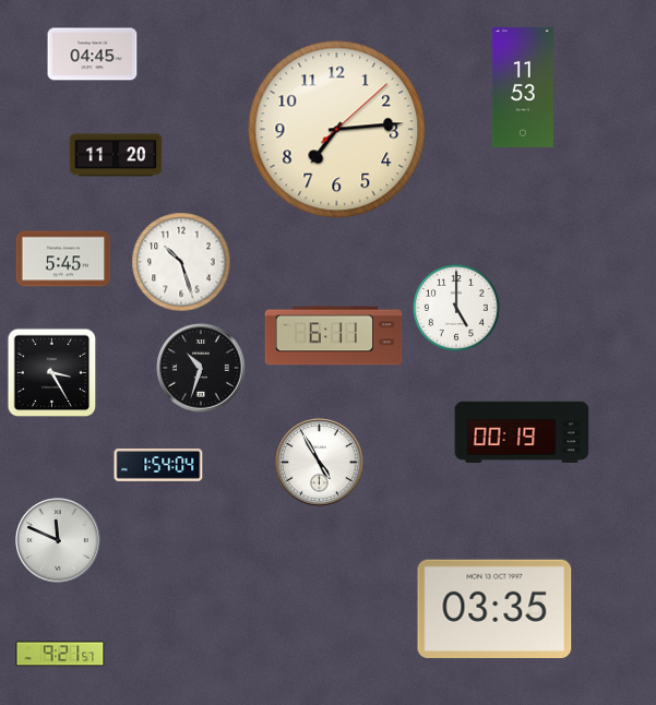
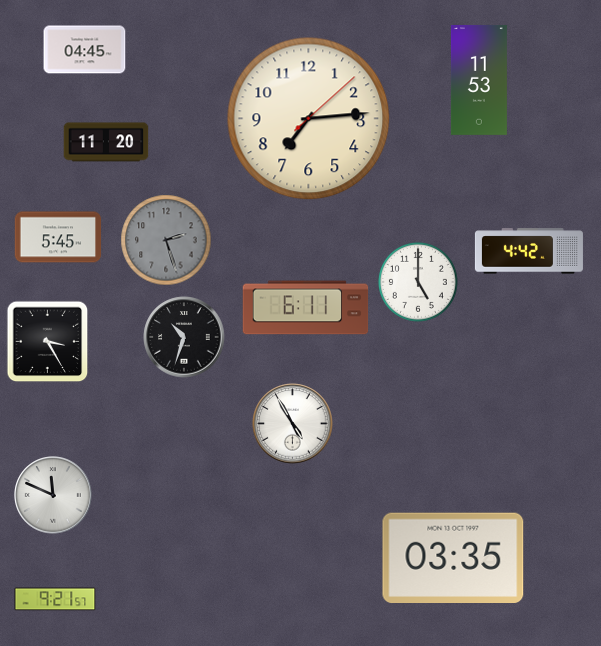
clock at (181, 262): 10:27 -> 2:27
clock at (181, 262) dial: white -> grey
clock at (529, 251): none -> 4:42
clock at (522, 431): 00:19 -> none
clock at (158, 466): 1:54 -> none
